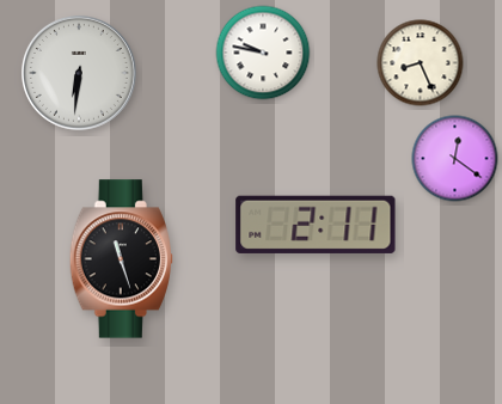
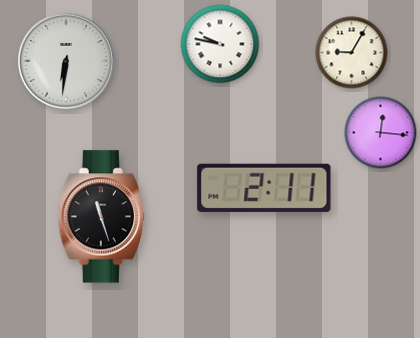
clock at (421, 63): 8:26 -> 9:05
clock at (455, 159): 12:21 -> 12:16
